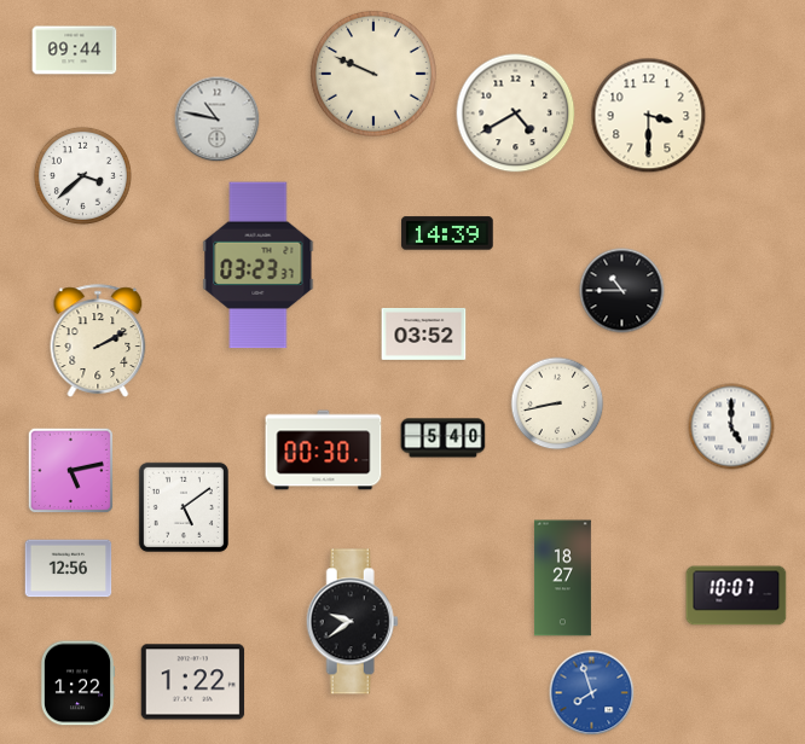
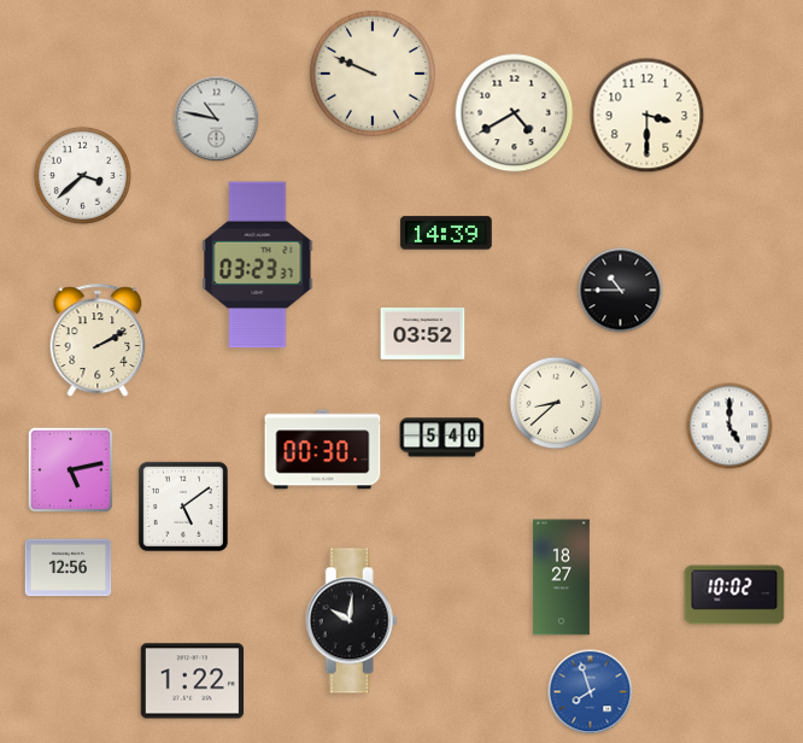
clock at (75, 51): 09:44 -> none
clock at (557, 403): 8:43 -> 8:38
clock at (736, 595): 10:07 -> 10:02
clock at (352, 622): 9:39 -> 10:01
clock at (77, 684): 1:22 -> none
